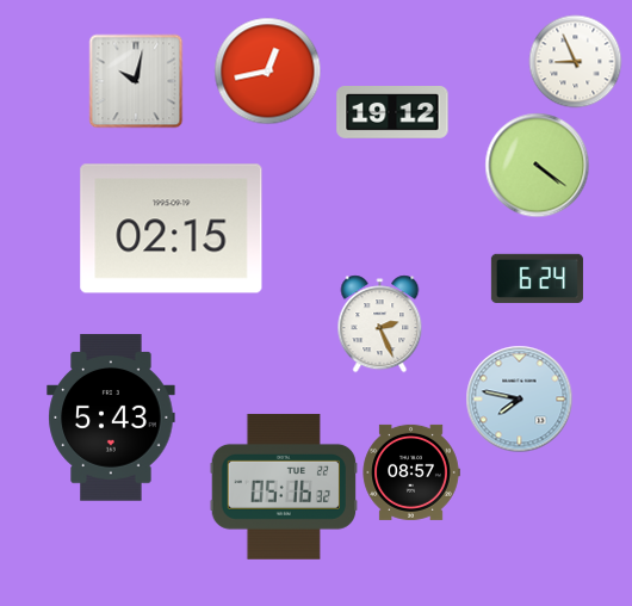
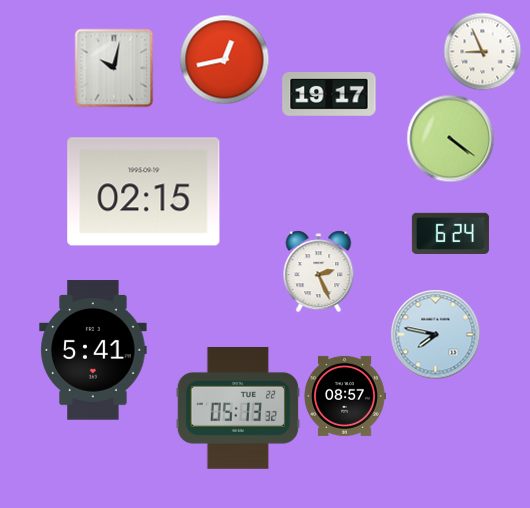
clock at (392, 113): 19:12 -> 19:17
clock at (111, 418): 5:43 -> 5:41
clock at (284, 487): 05:16 -> 05:13
